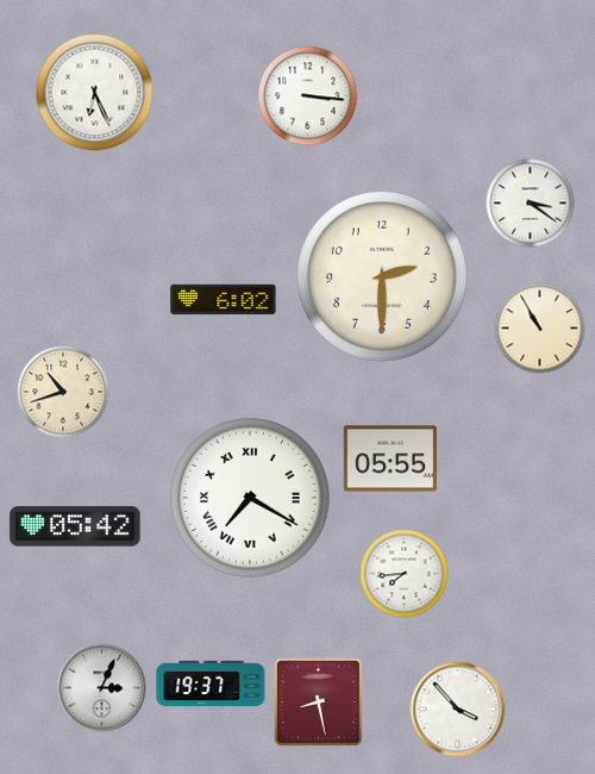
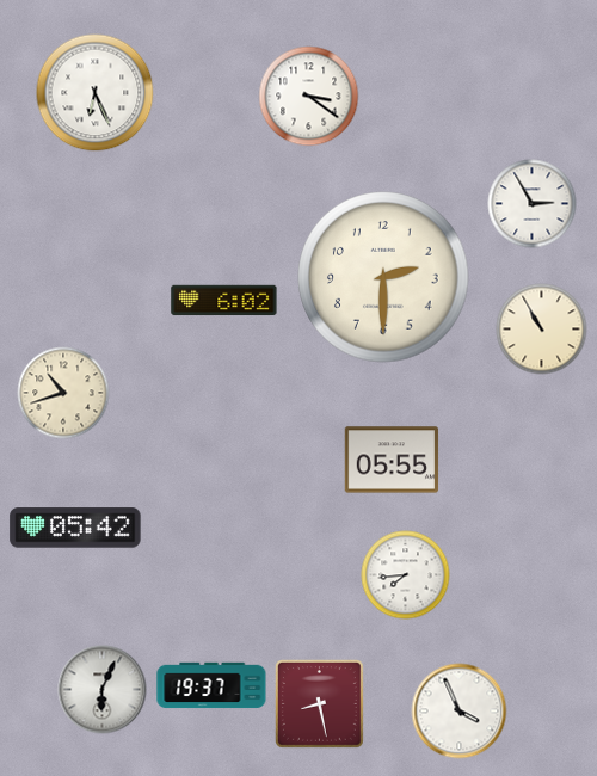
clock at (308, 96): 3:16 -> 3:21
clock at (531, 204): 3:21 -> 2:55
clock at (250, 498): 7:20 -> none
clock at (102, 688): 3:04 -> 6:04
clock at (458, 710): 3:53 -> 3:56
